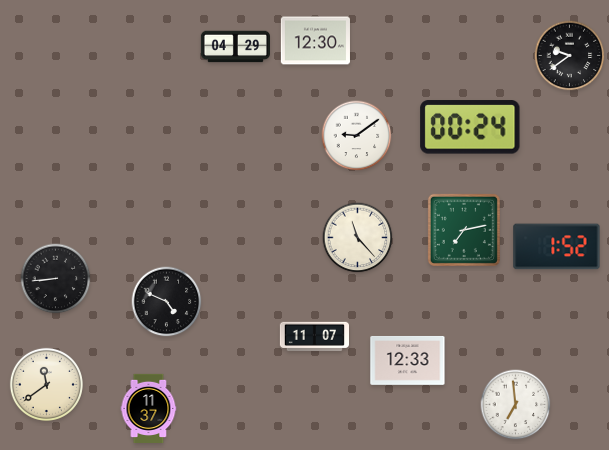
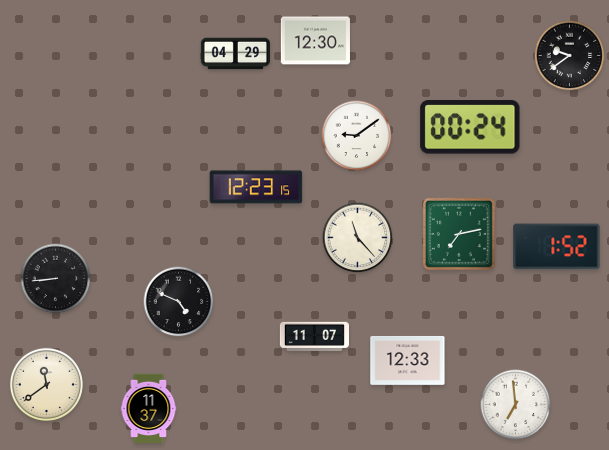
clock at (235, 47) position: (235, 47) -> (235, 54)
clock at (256, 187): none -> 12:23
clock at (464, 230) position: (464, 230) -> (459, 234)
clock at (167, 302) position: (167, 302) -> (179, 302)
